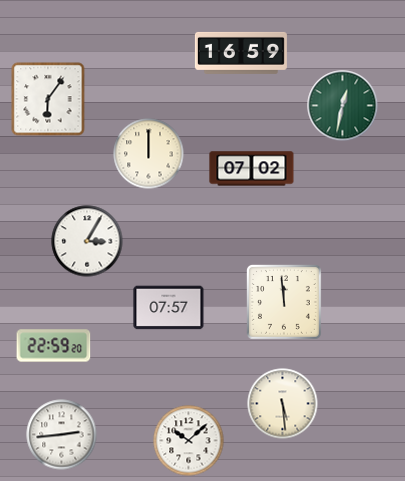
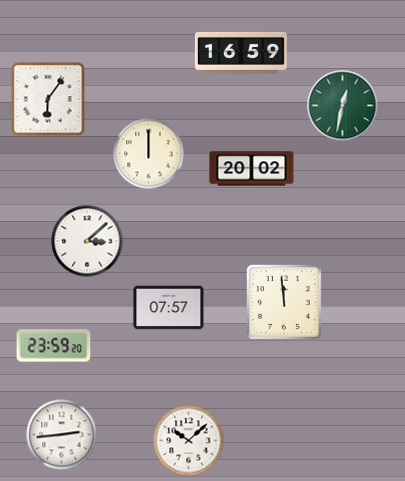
clock at (252, 169): 07:02 -> 20:02
clock at (87, 241): 3:05 -> 3:08
clock at (54, 346): 22:59 -> 23:59
clock at (283, 404): 5:29 -> none
